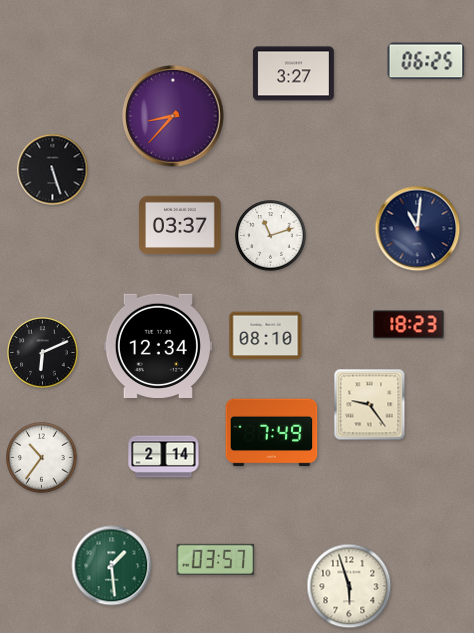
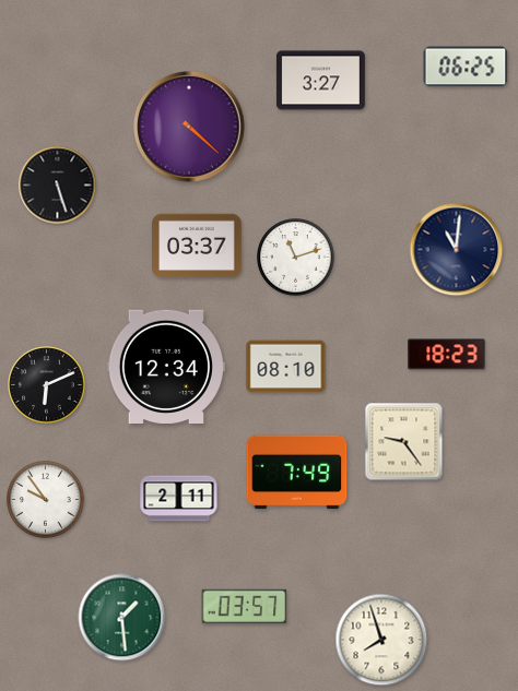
clock at (173, 116): 8:37 -> 4:22
clock at (266, 336) position: (266, 336) -> (286, 367)
clock at (158, 345) position: (158, 345) -> (166, 366)
clock at (164, 457): 2:14 -> 2:11
clock at (42, 458): 10:36 -> 9:54
clock at (216, 559) position: (216, 559) -> (245, 606)
clock at (349, 586): 5:57 -> 7:57
